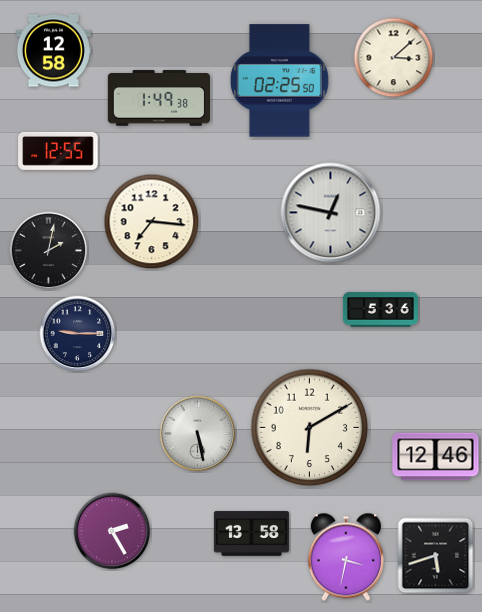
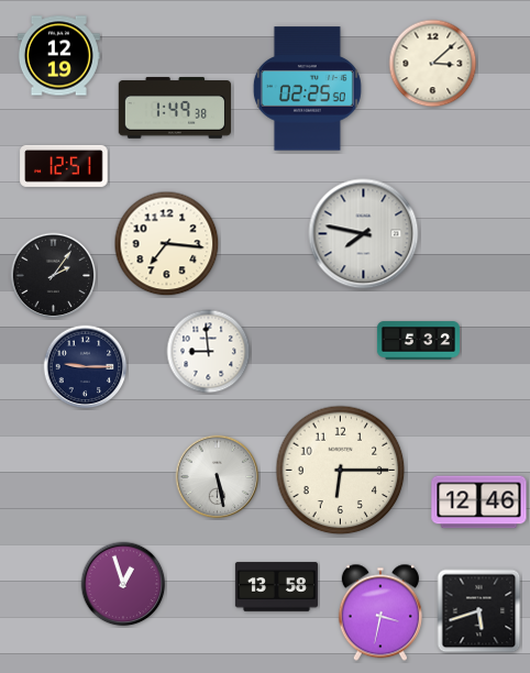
clock at (53, 51): 12:58 -> 12:19
clock at (58, 151): 12:55 -> 12:51
clock at (331, 213): 12:47 -> 7:47
clock at (49, 251): 2:02 -> 2:06
clock at (380, 310): 5:36 -> 5:32
clock at (209, 352): none -> 8:59
clock at (310, 428): 6:10 -> 6:15
clock at (112, 531): 2:25 -> 12:57
